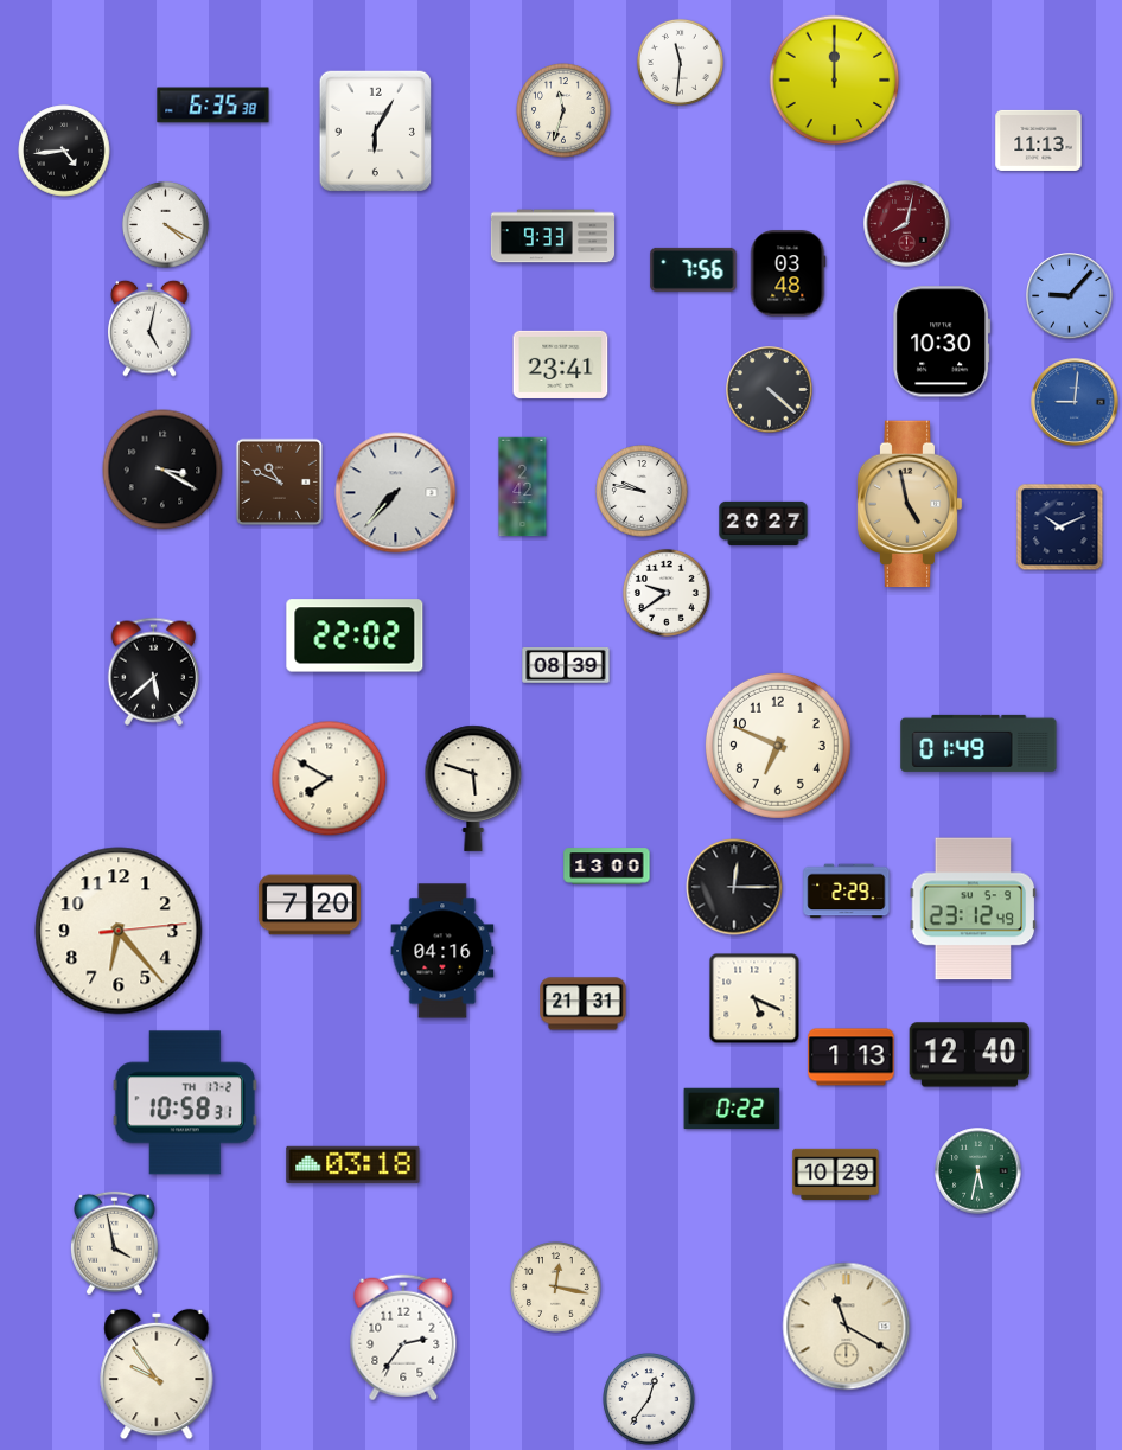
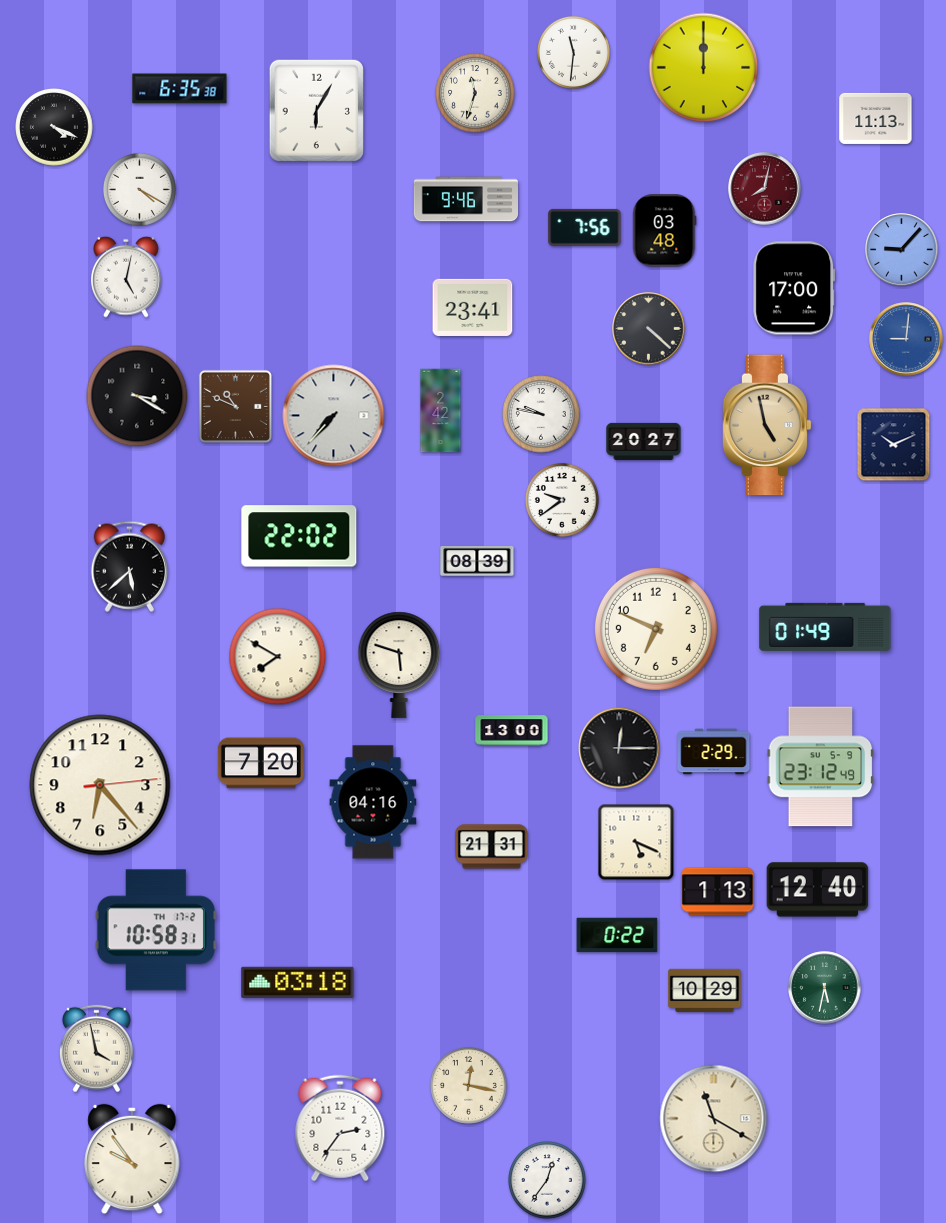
clock at (64, 151): 4:44 -> 4:19
clock at (552, 236): 9:33 -> 9:46
clock at (942, 341): 10:30 -> 17:00
